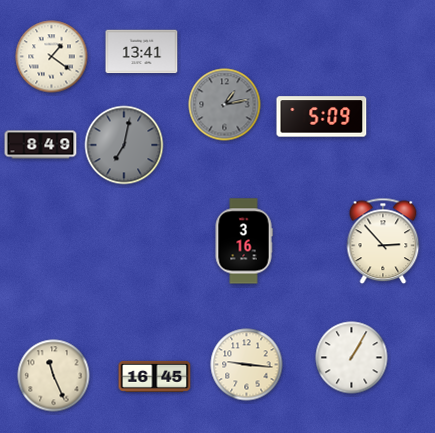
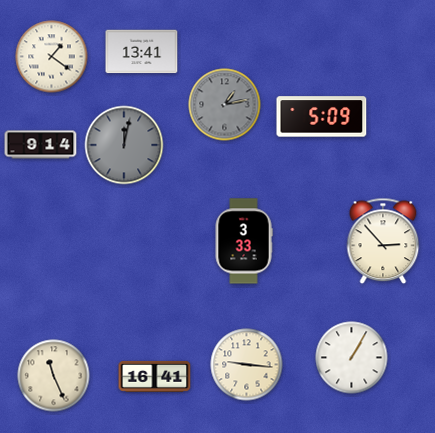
clock at (41, 145): 8:49 -> 9:14
clock at (124, 145): 7:02 -> 12:02
clock at (244, 241): 3:16 -> 3:33
clock at (155, 376): 16:45 -> 16:41
